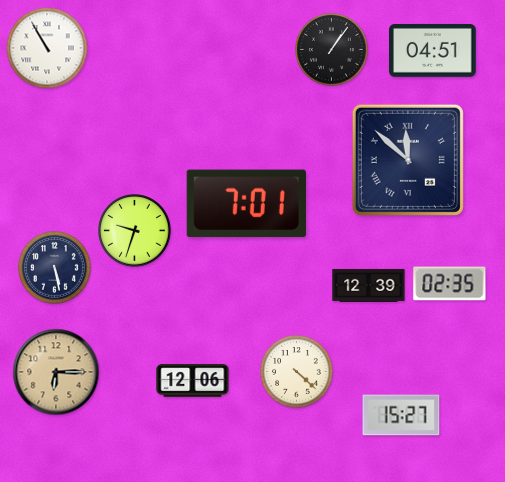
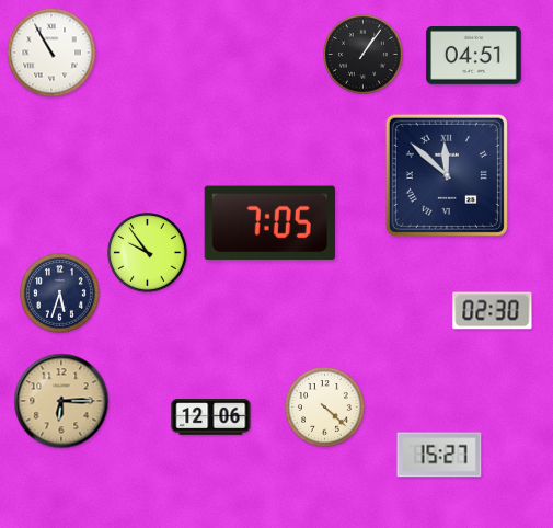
clock at (246, 204): 7:01 -> 7:05
clock at (135, 231): 9:33 -> 9:54
clock at (55, 268): 5:28 -> 5:33
clock at (450, 284): 02:35 -> 02:30
clock at (369, 285): 12:39 -> none
clock at (56, 372) position: (56, 372) -> (61, 401)
